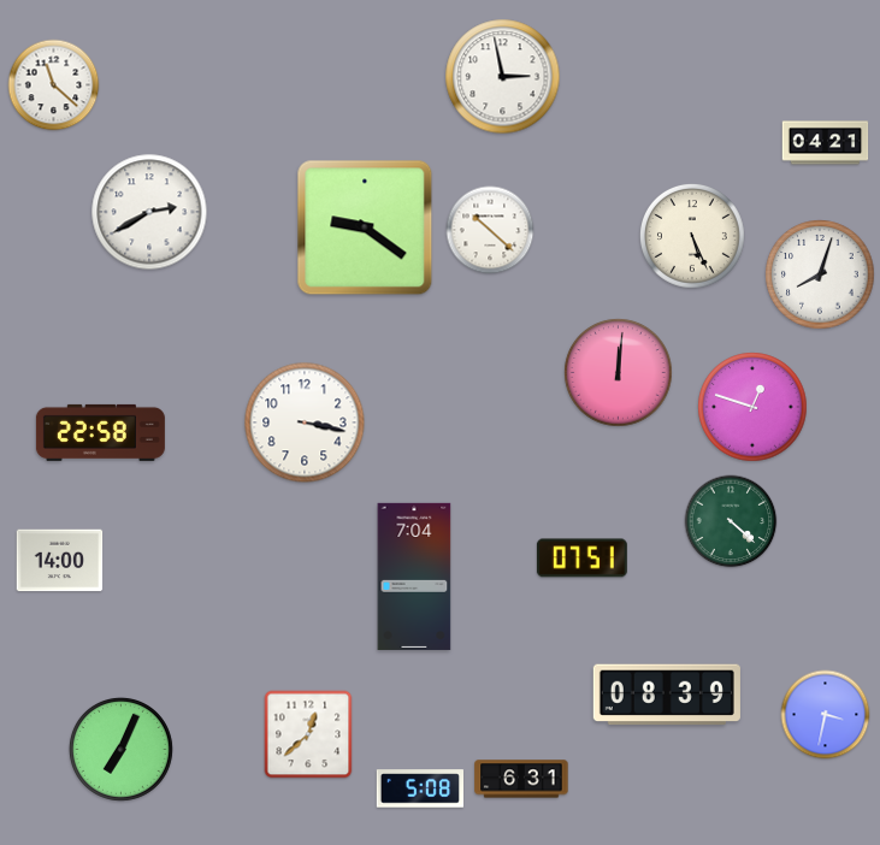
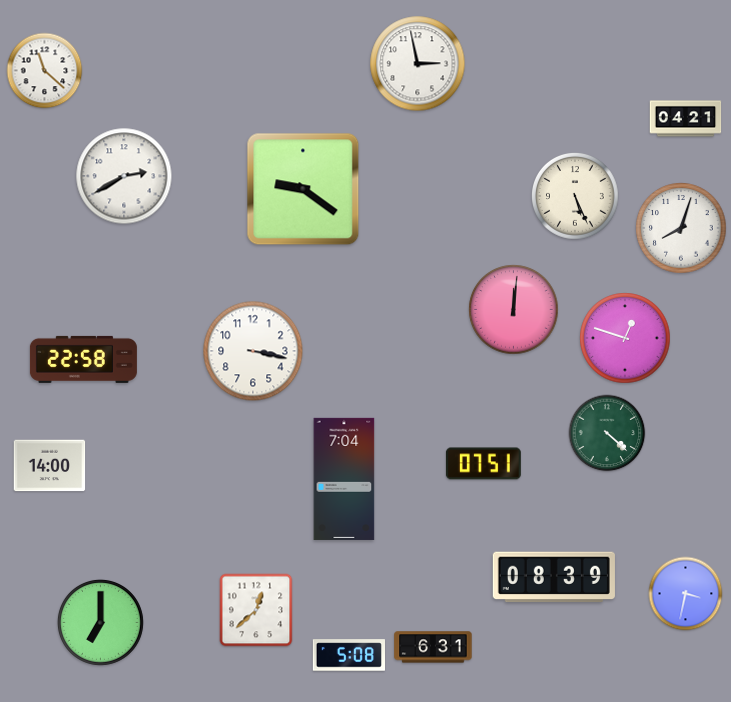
clock at (490, 230): 10:22 -> none
clock at (120, 749): 7:04 -> 7:00
